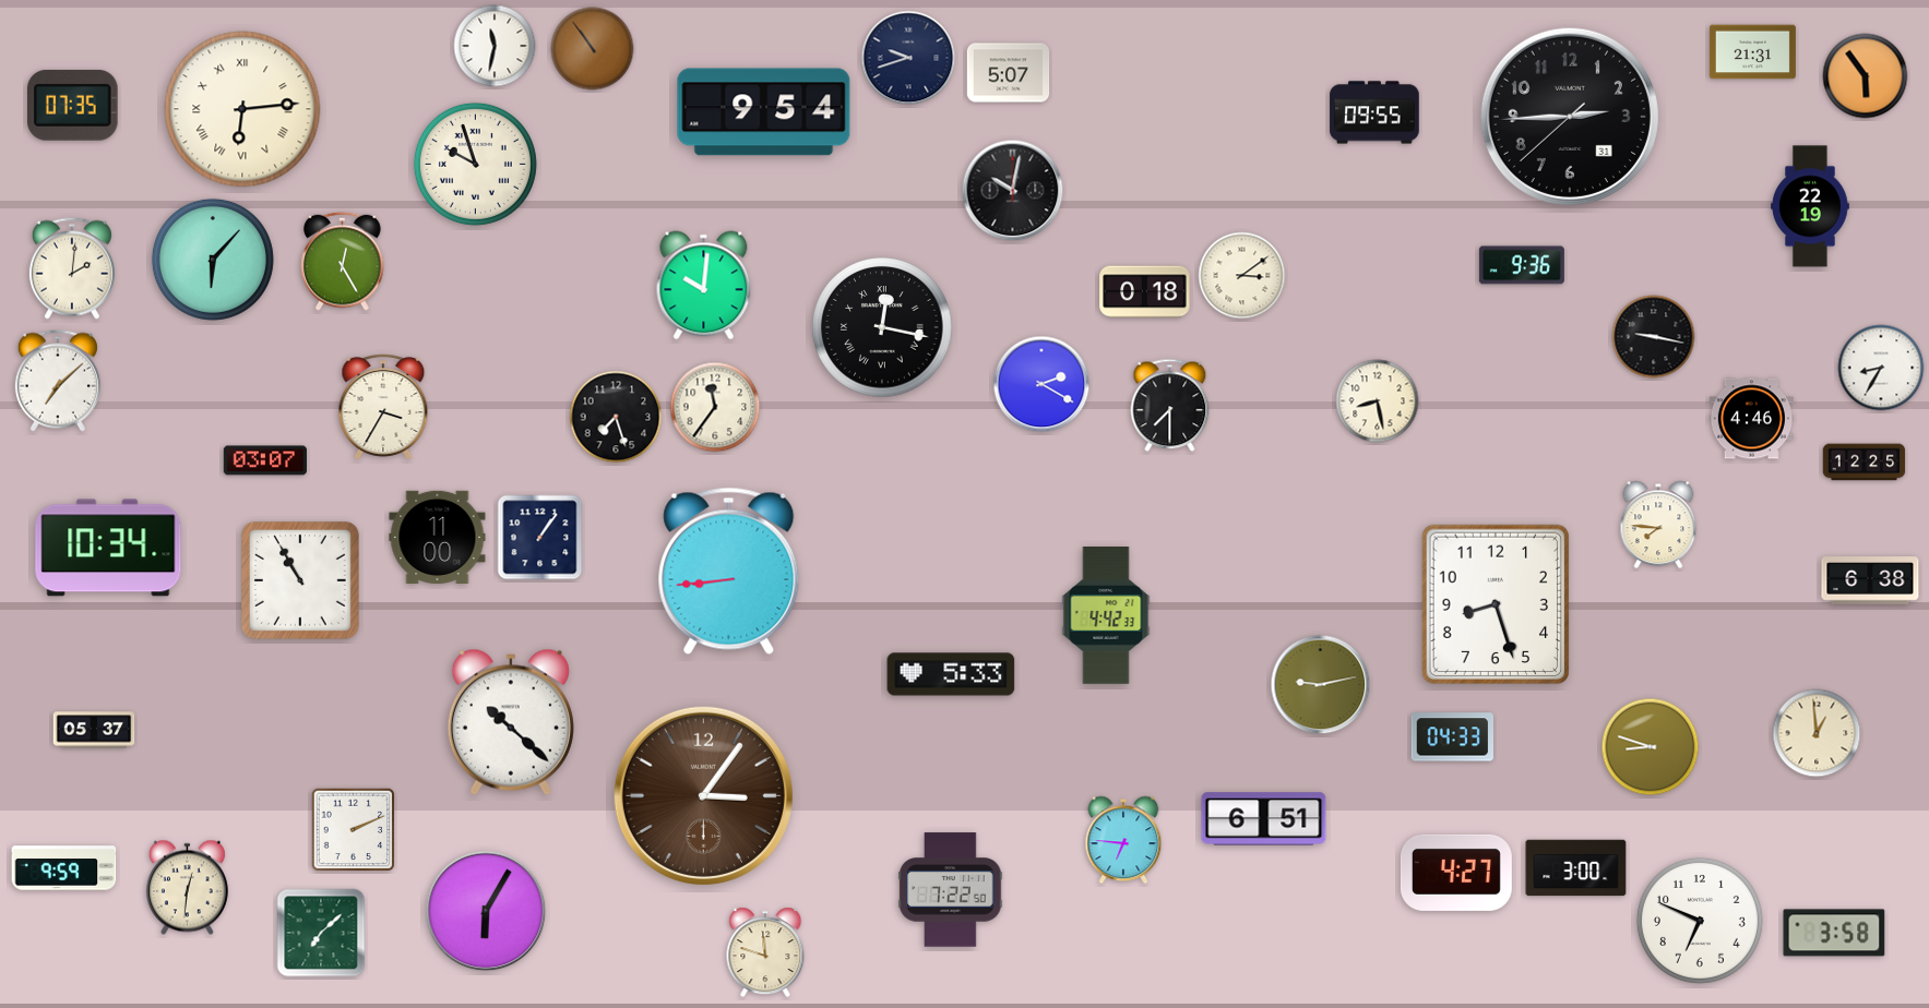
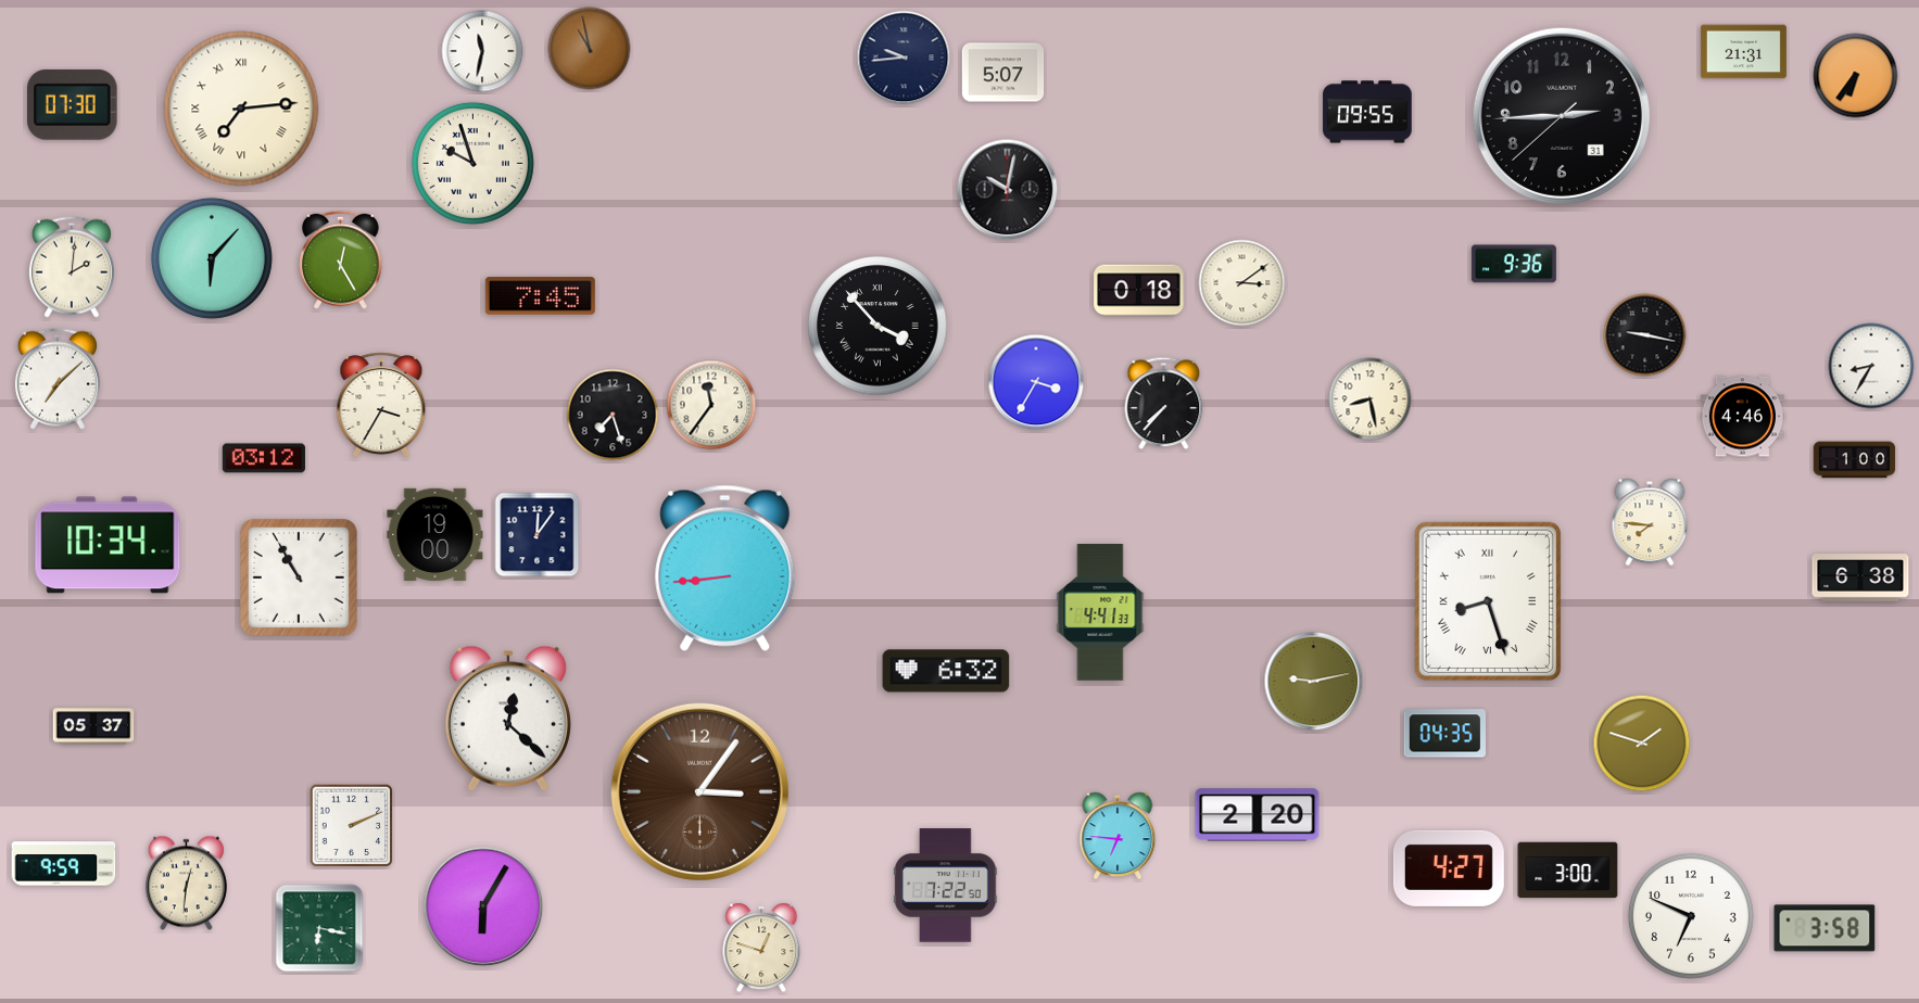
clock at (495, 46) position: (495, 46) -> (482, 51)
clock at (593, 49): 10:54 -> 10:58
clock at (908, 58): 9:42 -> 9:44
clock at (1866, 76): 5:54 -> 6:36
clock at (73, 106): 07:35 -> 07:30
clock at (242, 109): 6:14 -> 7:14
clock at (764, 112): 9:54 -> none
clock at (1811, 206): 22:19 -> none
clock at (1242, 276) position: (1242, 276) -> (1242, 283)
clock at (704, 286): 10:01 -> none
clock at (540, 296): none -> 7:45
clock at (882, 327): 12:17 -> 3:53
clock at (1041, 384): 2:20 -> 3:35
clock at (1170, 406): 7:30 -> 7:37
clock at (265, 460): 03:07 -> 03:12
clock at (1865, 463): 12:25 -> 1:00
clock at (438, 537): 11:00 -> 19:00
clock at (540, 538): 1:06 -> 12:06
clock at (1495, 604) numerals: Arabic -> Roman
clock at (1106, 615): 4:42 -> 4:41
clock at (951, 674): 5:33 -> 6:32
clock at (511, 722): 10:22 -> 12:22
clock at (1817, 733): 12:59 -> none
clock at (1452, 737): 04:33 -> 04:35
clock at (1651, 747): 8:48 -> 1:48
clock at (1264, 819): 6:51 -> 2:20
clock at (1576, 868) position: (1576, 868) -> (1568, 871)
clock at (321, 933): 7:08 -> 6:17
clock at (765, 952): 11:48 -> 12:48
